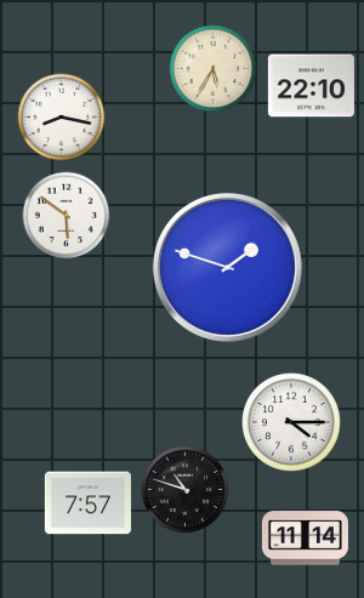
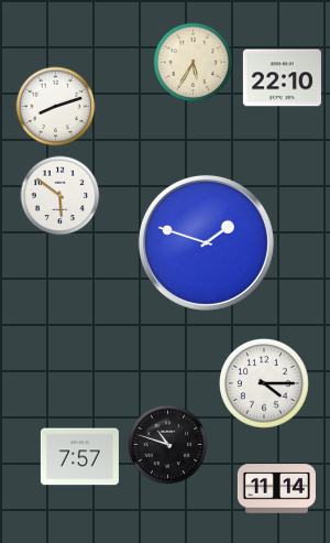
clock at (62, 118): 8:17 -> 8:12
